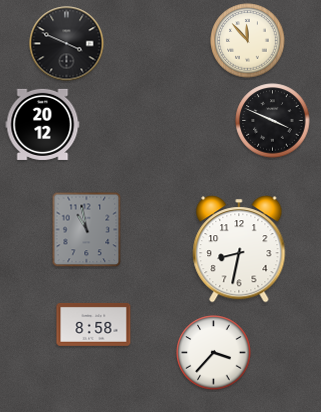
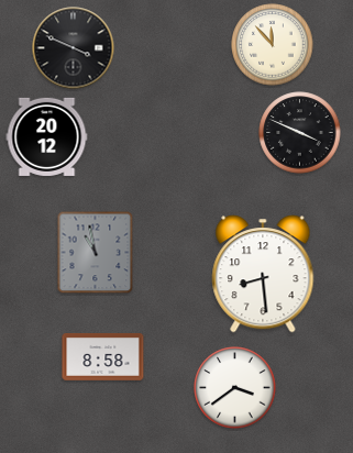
clock at (239, 249): 8:32 -> 8:29
clock at (214, 353): 3:37 -> 3:39
